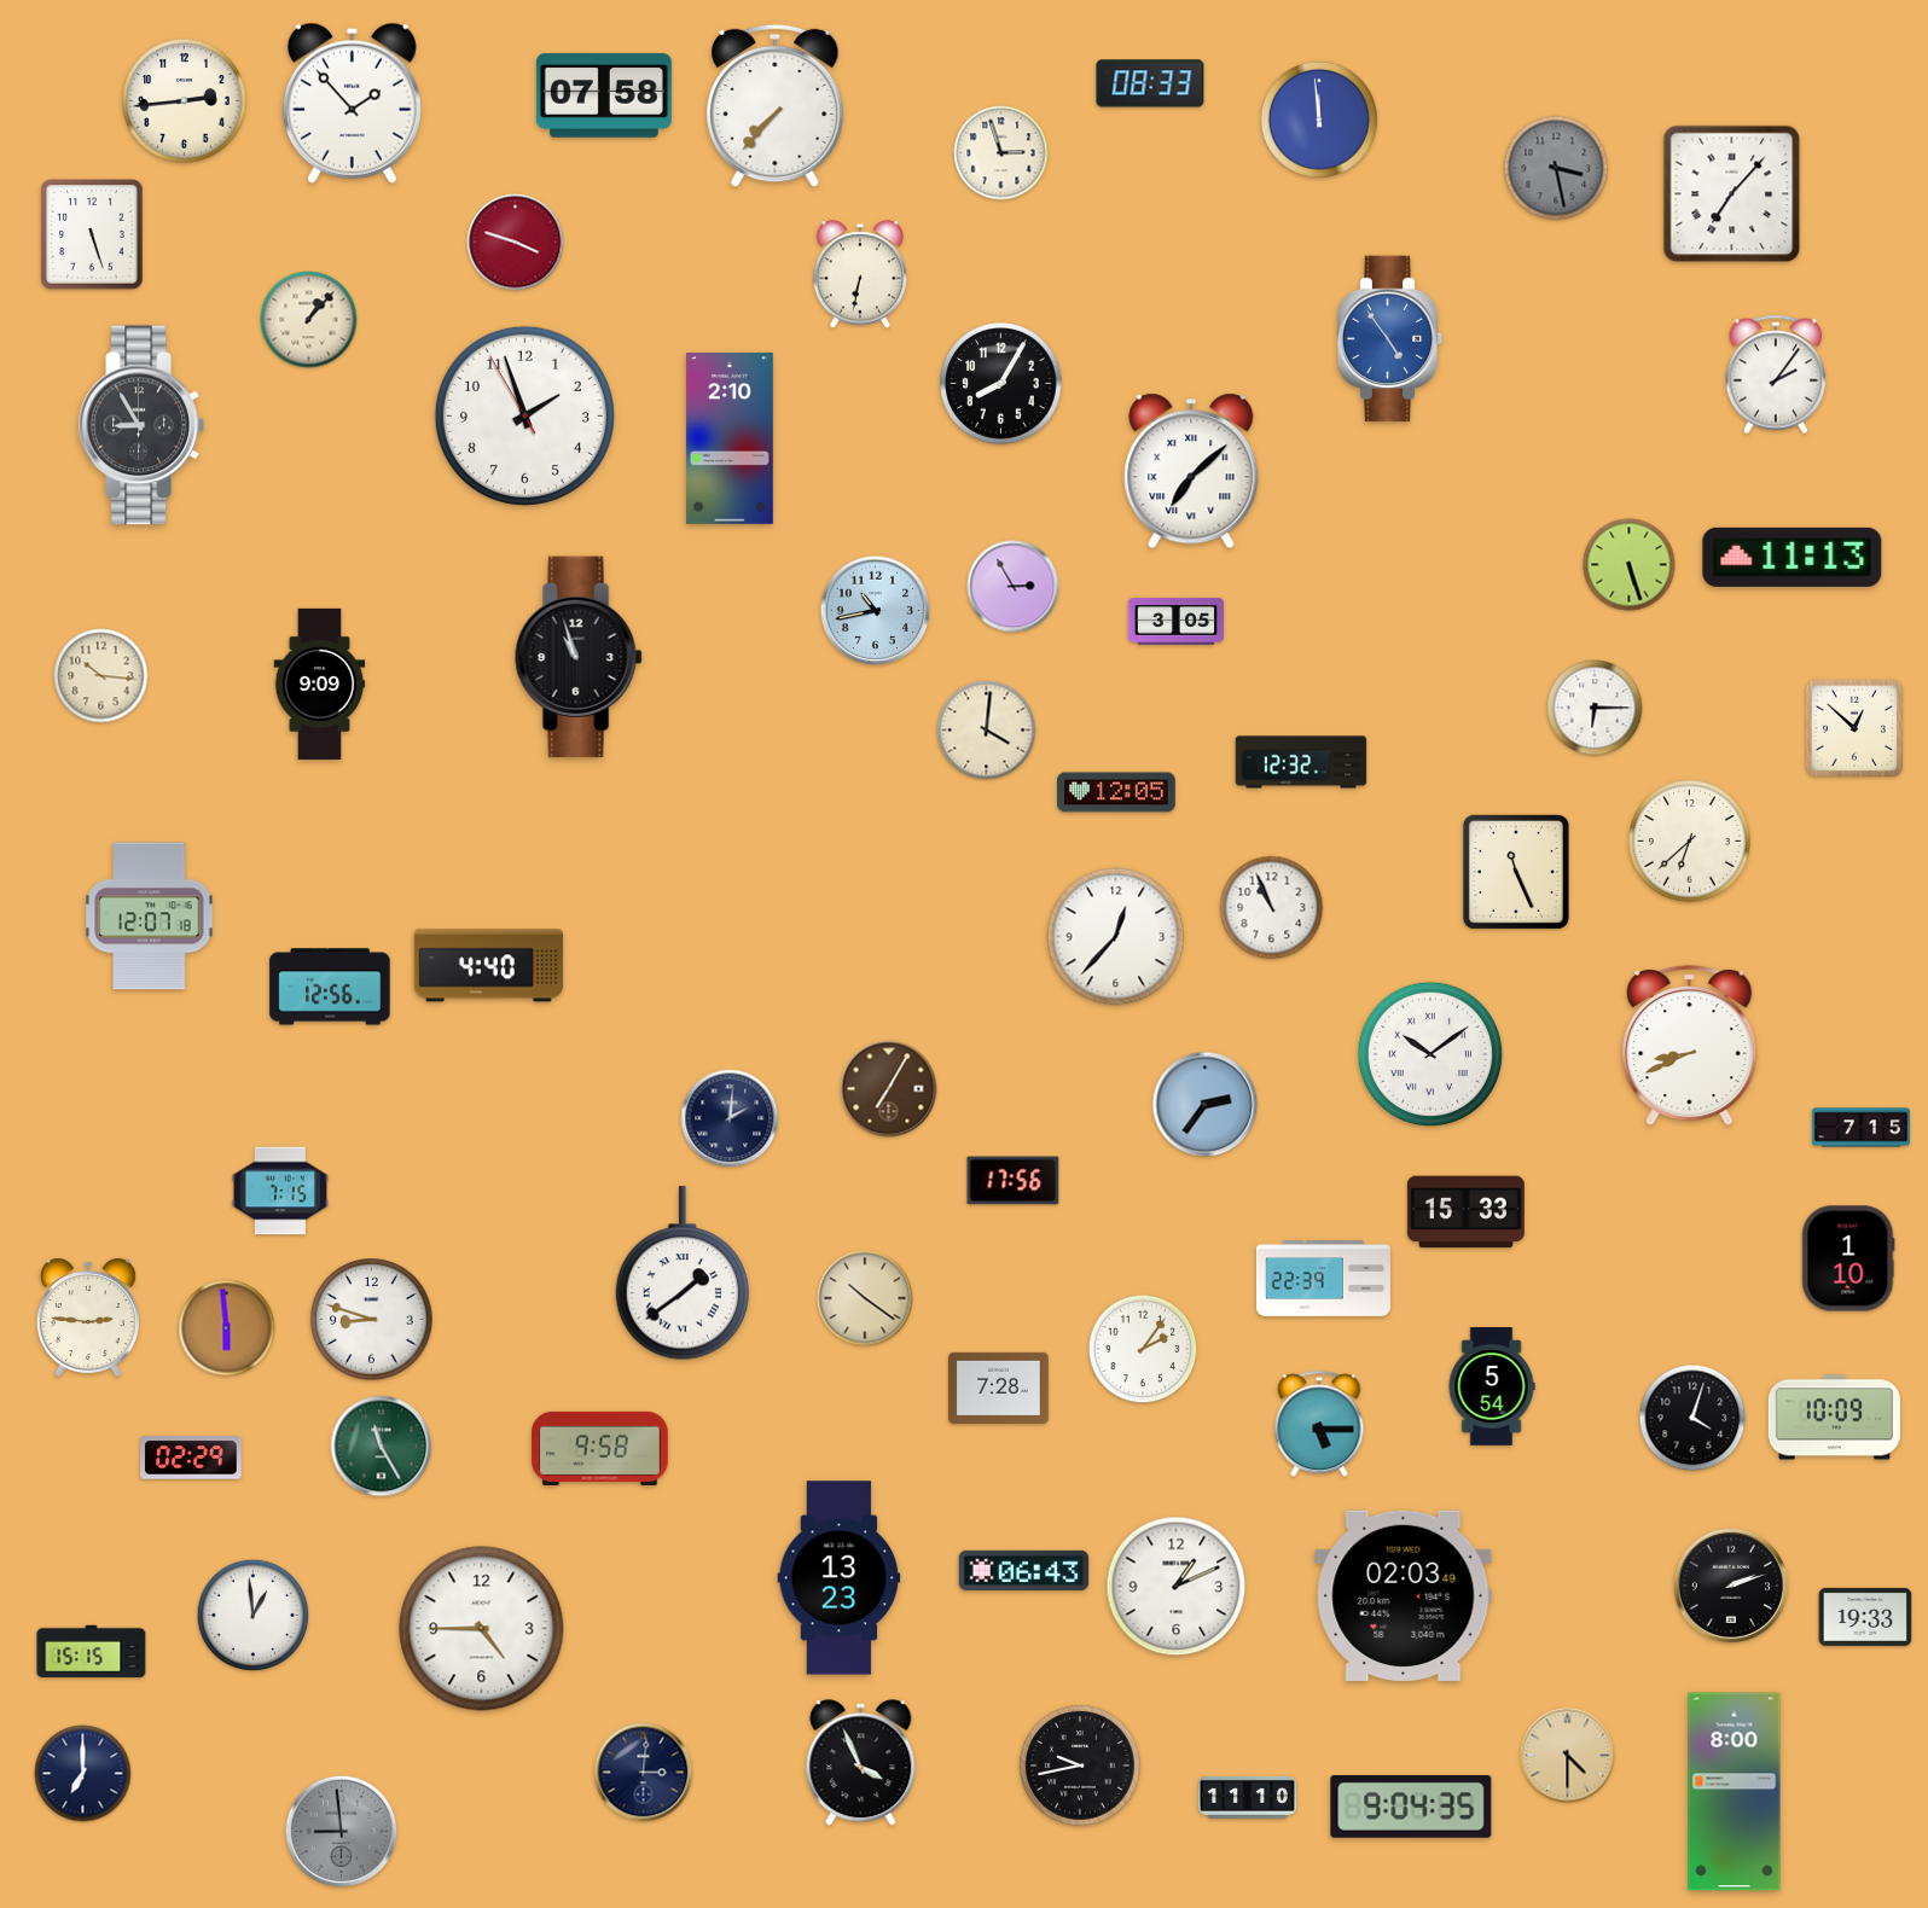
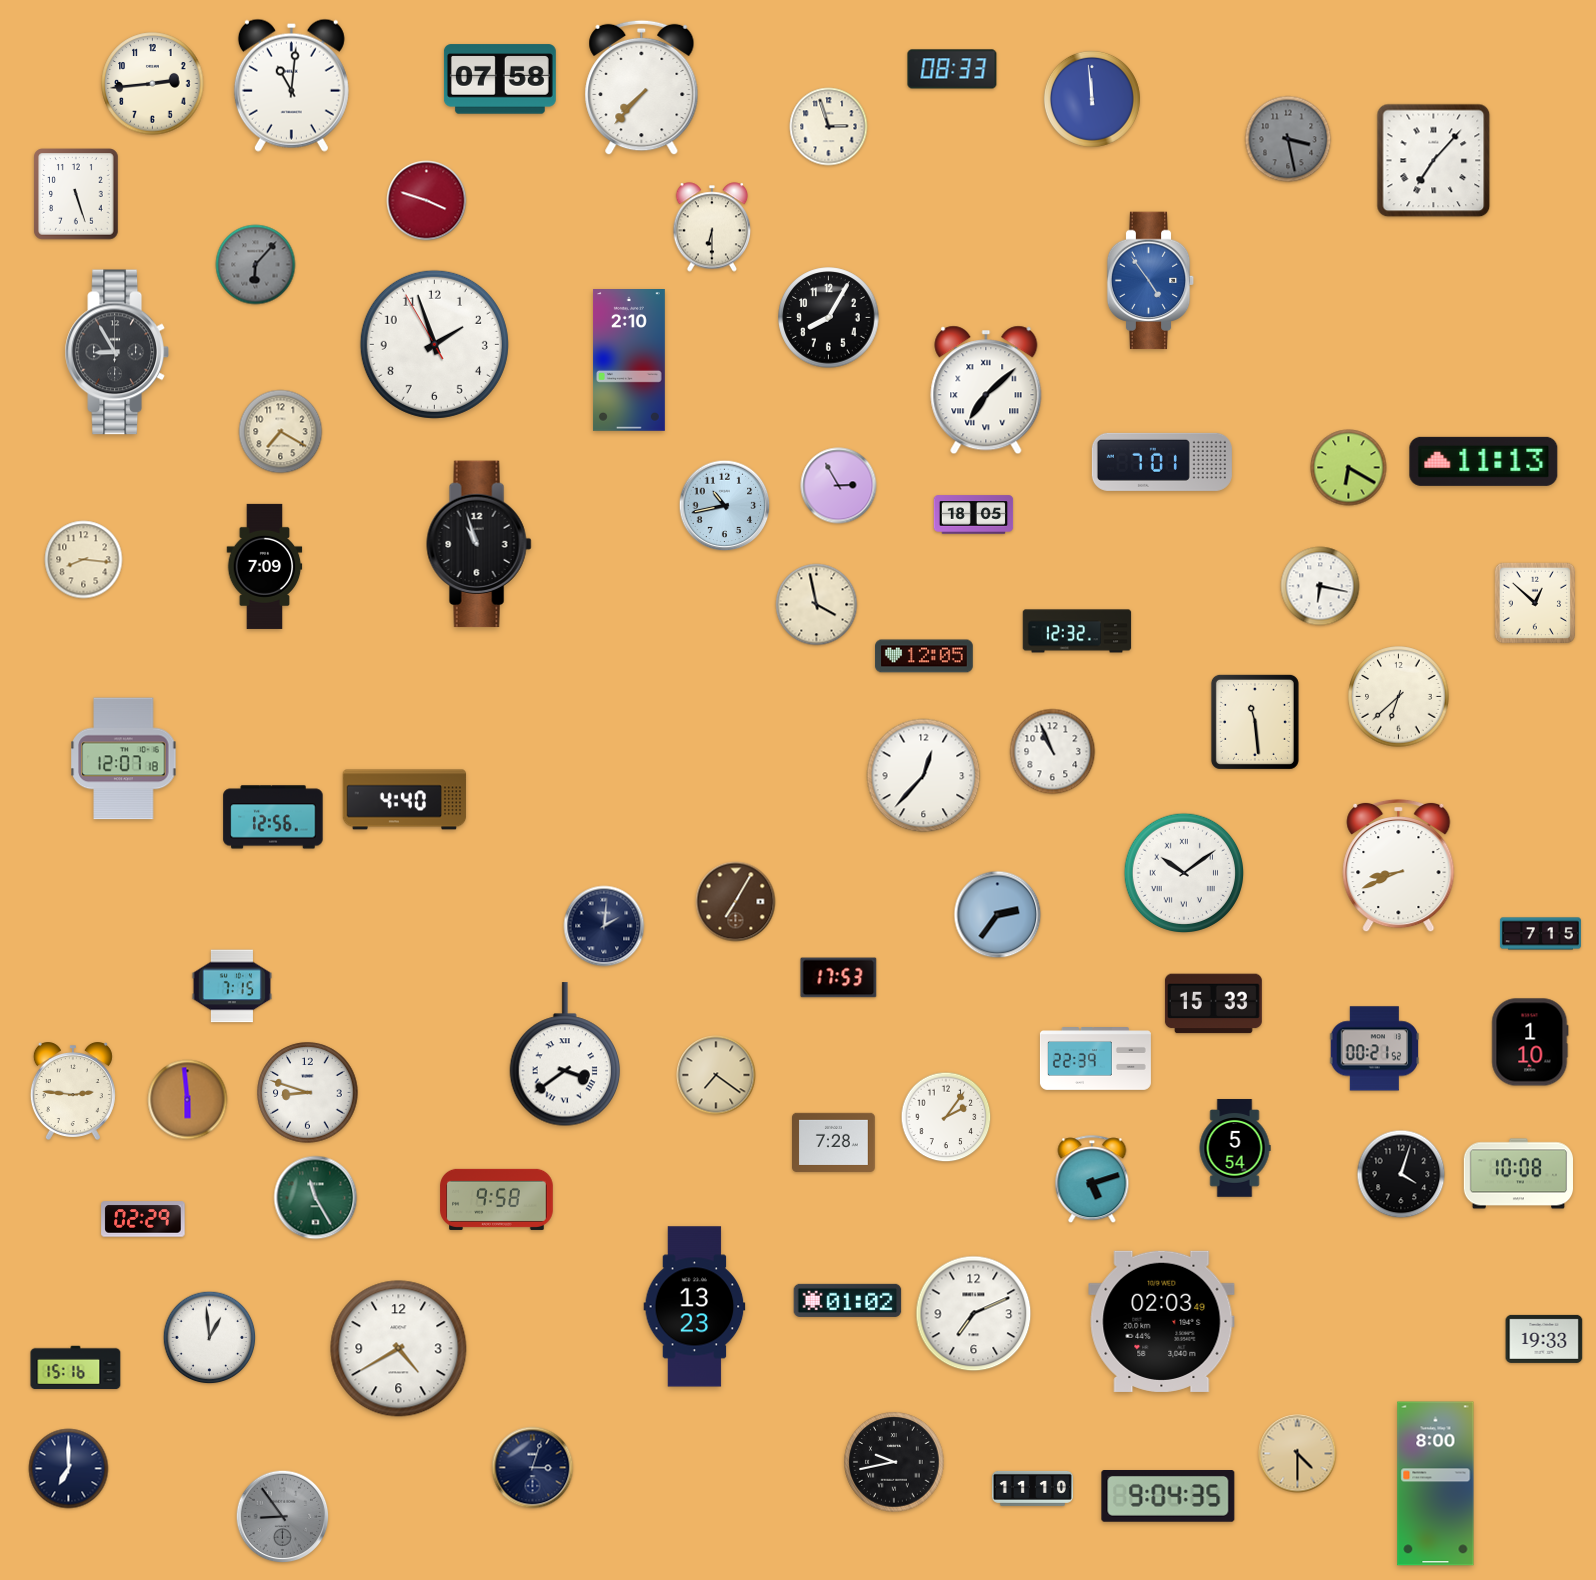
clock at (352, 103): 1:53 -> 11:01
clock at (860, 274): 6:32 -> 6:30
clock at (309, 320): 1:07 -> 6:07
clock at (309, 320) dial: cream -> grey
clock at (1776, 374): 2:06 -> none
clock at (730, 440) position: (730, 440) -> (629, 361)
clock at (281, 432): none -> 7:20
clock at (1162, 462): none -> 7:01
clock at (1630, 565): 5:27 -> 6:20
clock at (1177, 622): 3:05 -> 18:05
clock at (101, 676): 10:16 -> 8:16
clock at (320, 683): 9:09 -> 7:09
clock at (1595, 708): 6:15 -> 6:17
clock at (987, 731): 4:01 -> 3:58
clock at (1516, 872): 11:26 -> 11:29
clock at (1014, 1181): 17:56 -> 17:53
clock at (1375, 1049): none -> 00:21
clock at (683, 1274): 1:39 -> 3:39
clock at (865, 1298): 10:21 -> 7:21
clock at (999, 1388) position: (999, 1388) -> (834, 1142)
clock at (1834, 1418): 10:09 -> 10:08
clock at (1319, 1425): 5:15 -> 5:12
clock at (191, 1458) position: (191, 1458) -> (143, 1219)
clock at (1024, 1570): 06:43 -> 01:02
clock at (1730, 1584): 2:12 -> none
clock at (1177, 1587): 1:11 -> 7:11
clock at (482, 1629): 4:45 -> 4:40
clock at (92, 1652): 15:15 -> 15:16
clock at (861, 1763): 3:56 -> none
clock at (644, 1773): 3:01 -> 3:03
clock at (342, 1832): 8:59 -> 8:54
